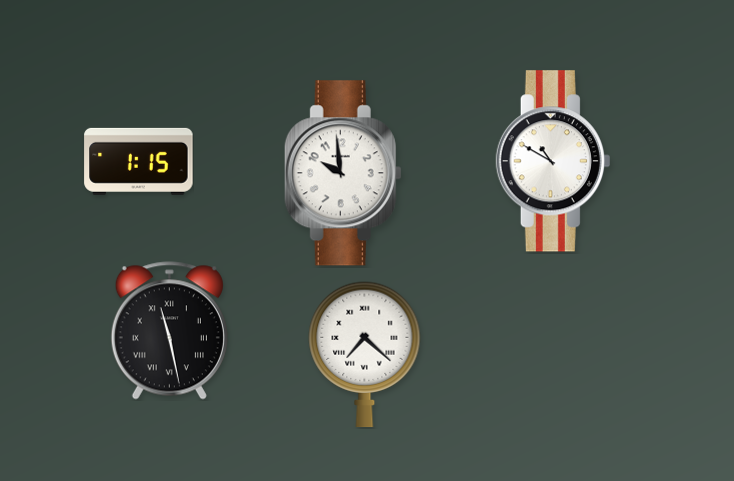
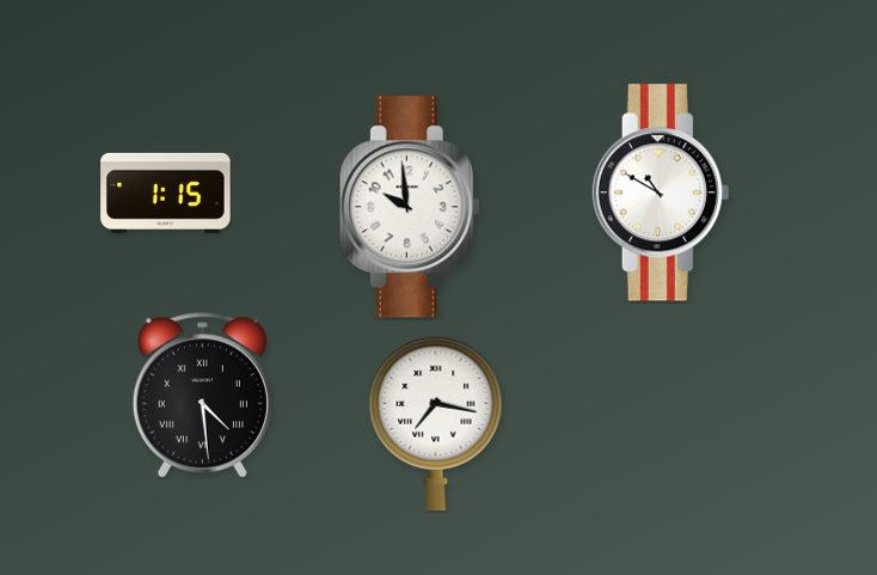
clock at (169, 331): 11:28 -> 4:29
clock at (365, 355): 7:22 -> 7:17
